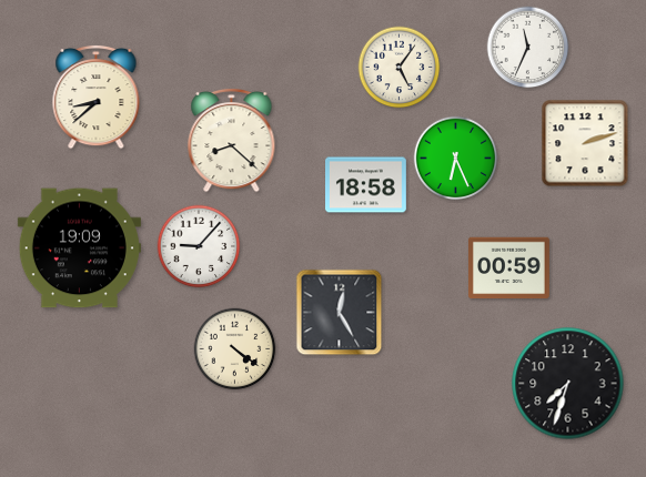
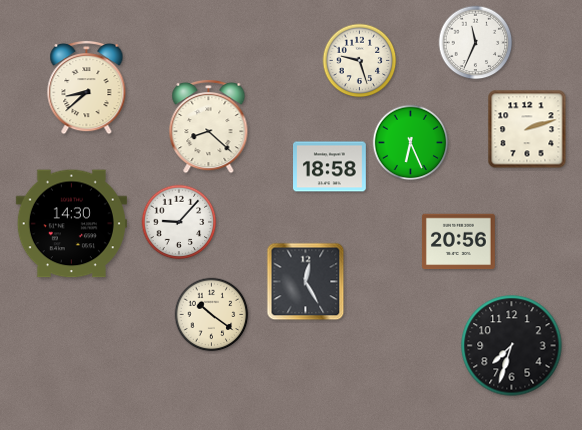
clock at (400, 68): 5:06 -> 9:27
clock at (79, 248): 19:09 -> 14:30
clock at (509, 268): 00:59 -> 20:56
clock at (235, 349): 4:21 -> 10:21
